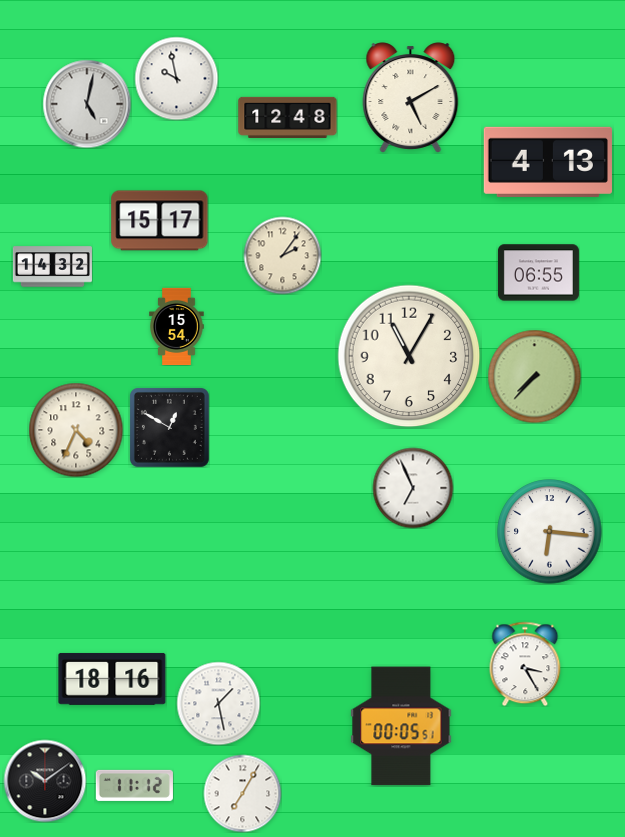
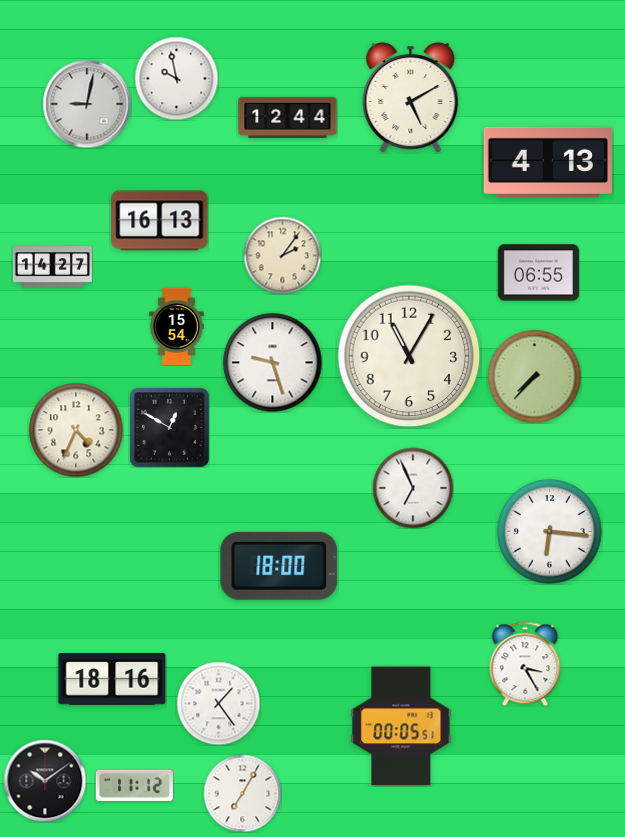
clock at (87, 104): 5:02 -> 9:02
clock at (288, 117): 12:48 -> 12:44
clock at (160, 221): 15:17 -> 16:13
clock at (52, 267): 14:32 -> 14:27
clock at (273, 363): none -> 9:27
clock at (279, 566): none -> 18:00
clock at (218, 703): 1:28 -> 1:24
